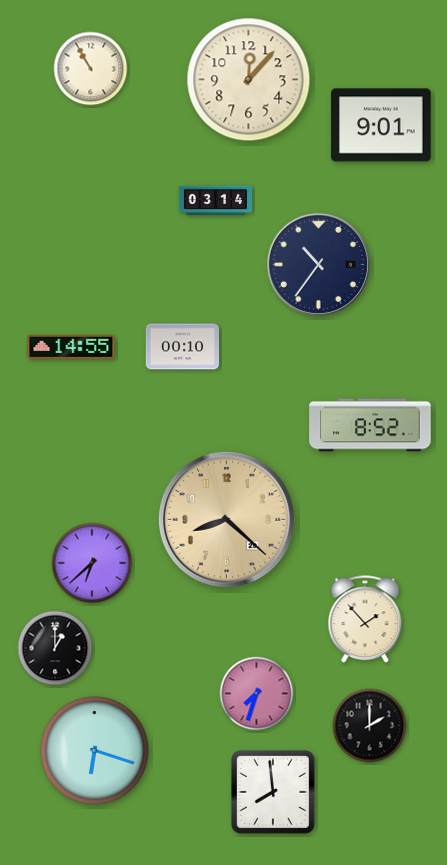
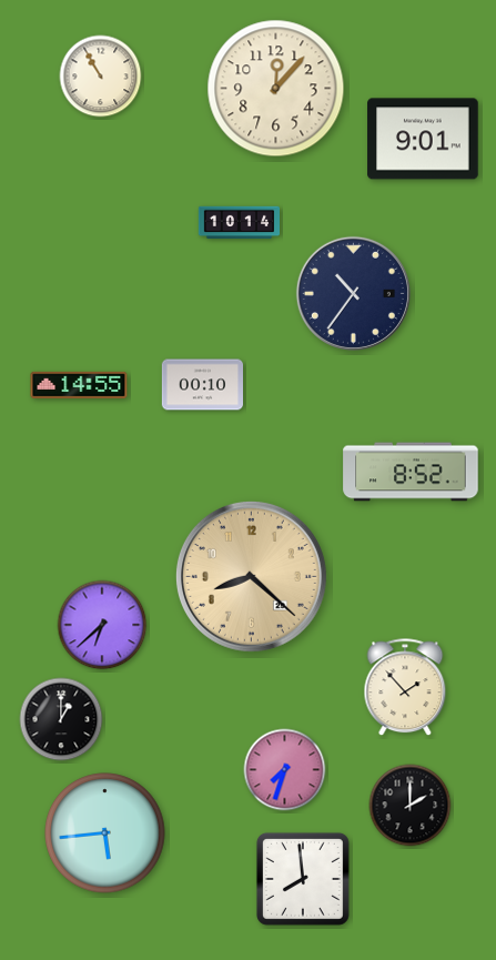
clock at (215, 201): 03:14 -> 10:14
clock at (95, 751): 6:18 -> 5:44
